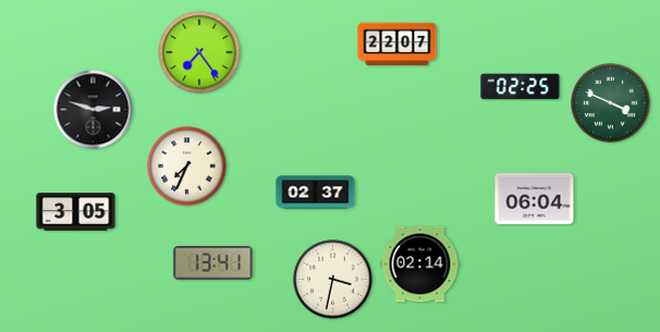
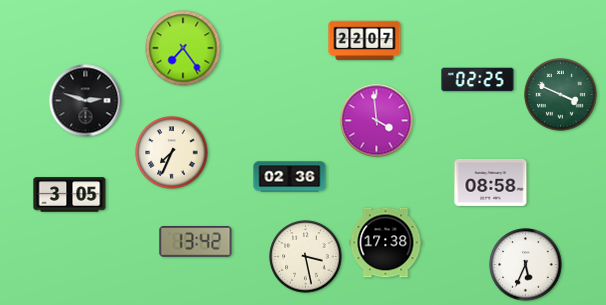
clock at (377, 121): none -> 3:59
clock at (316, 193): 02:37 -> 02:36
clock at (535, 198): 06:04 -> 08:58
clock at (213, 263): 13:41 -> 13:42
clock at (420, 265): 02:14 -> 17:38
clock at (333, 280): 3:32 -> 3:28
clock at (526, 265): none -> 5:34
